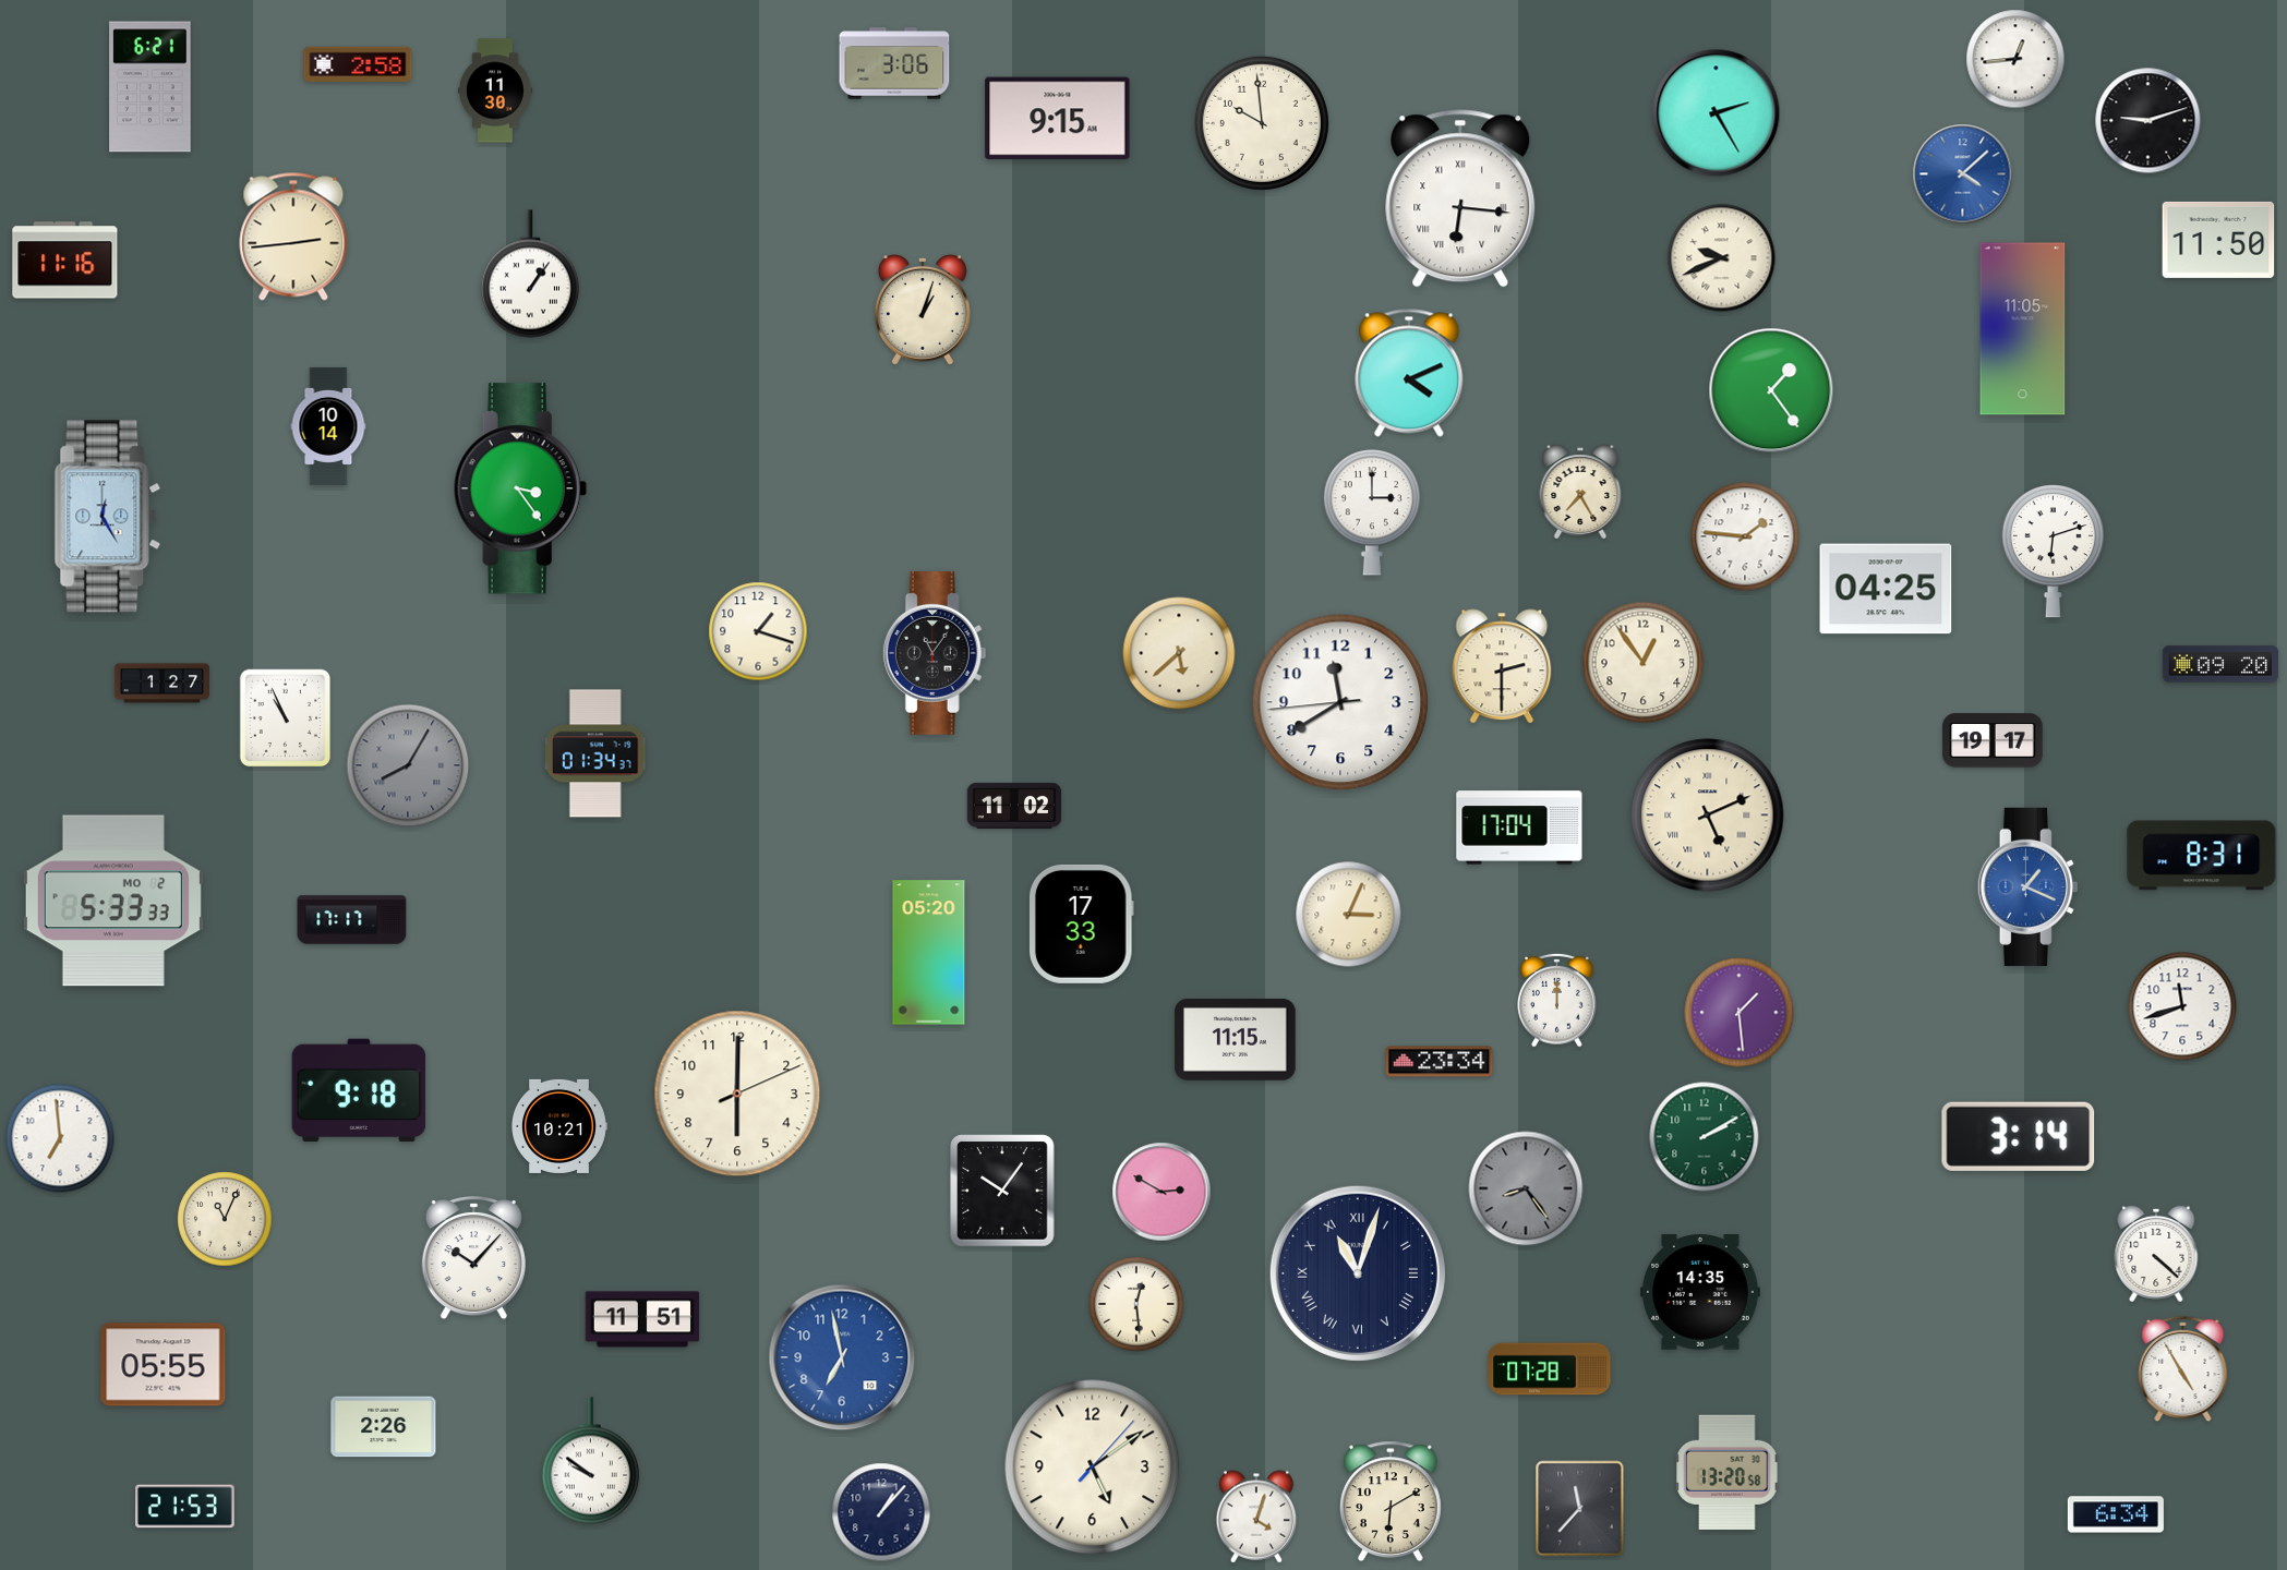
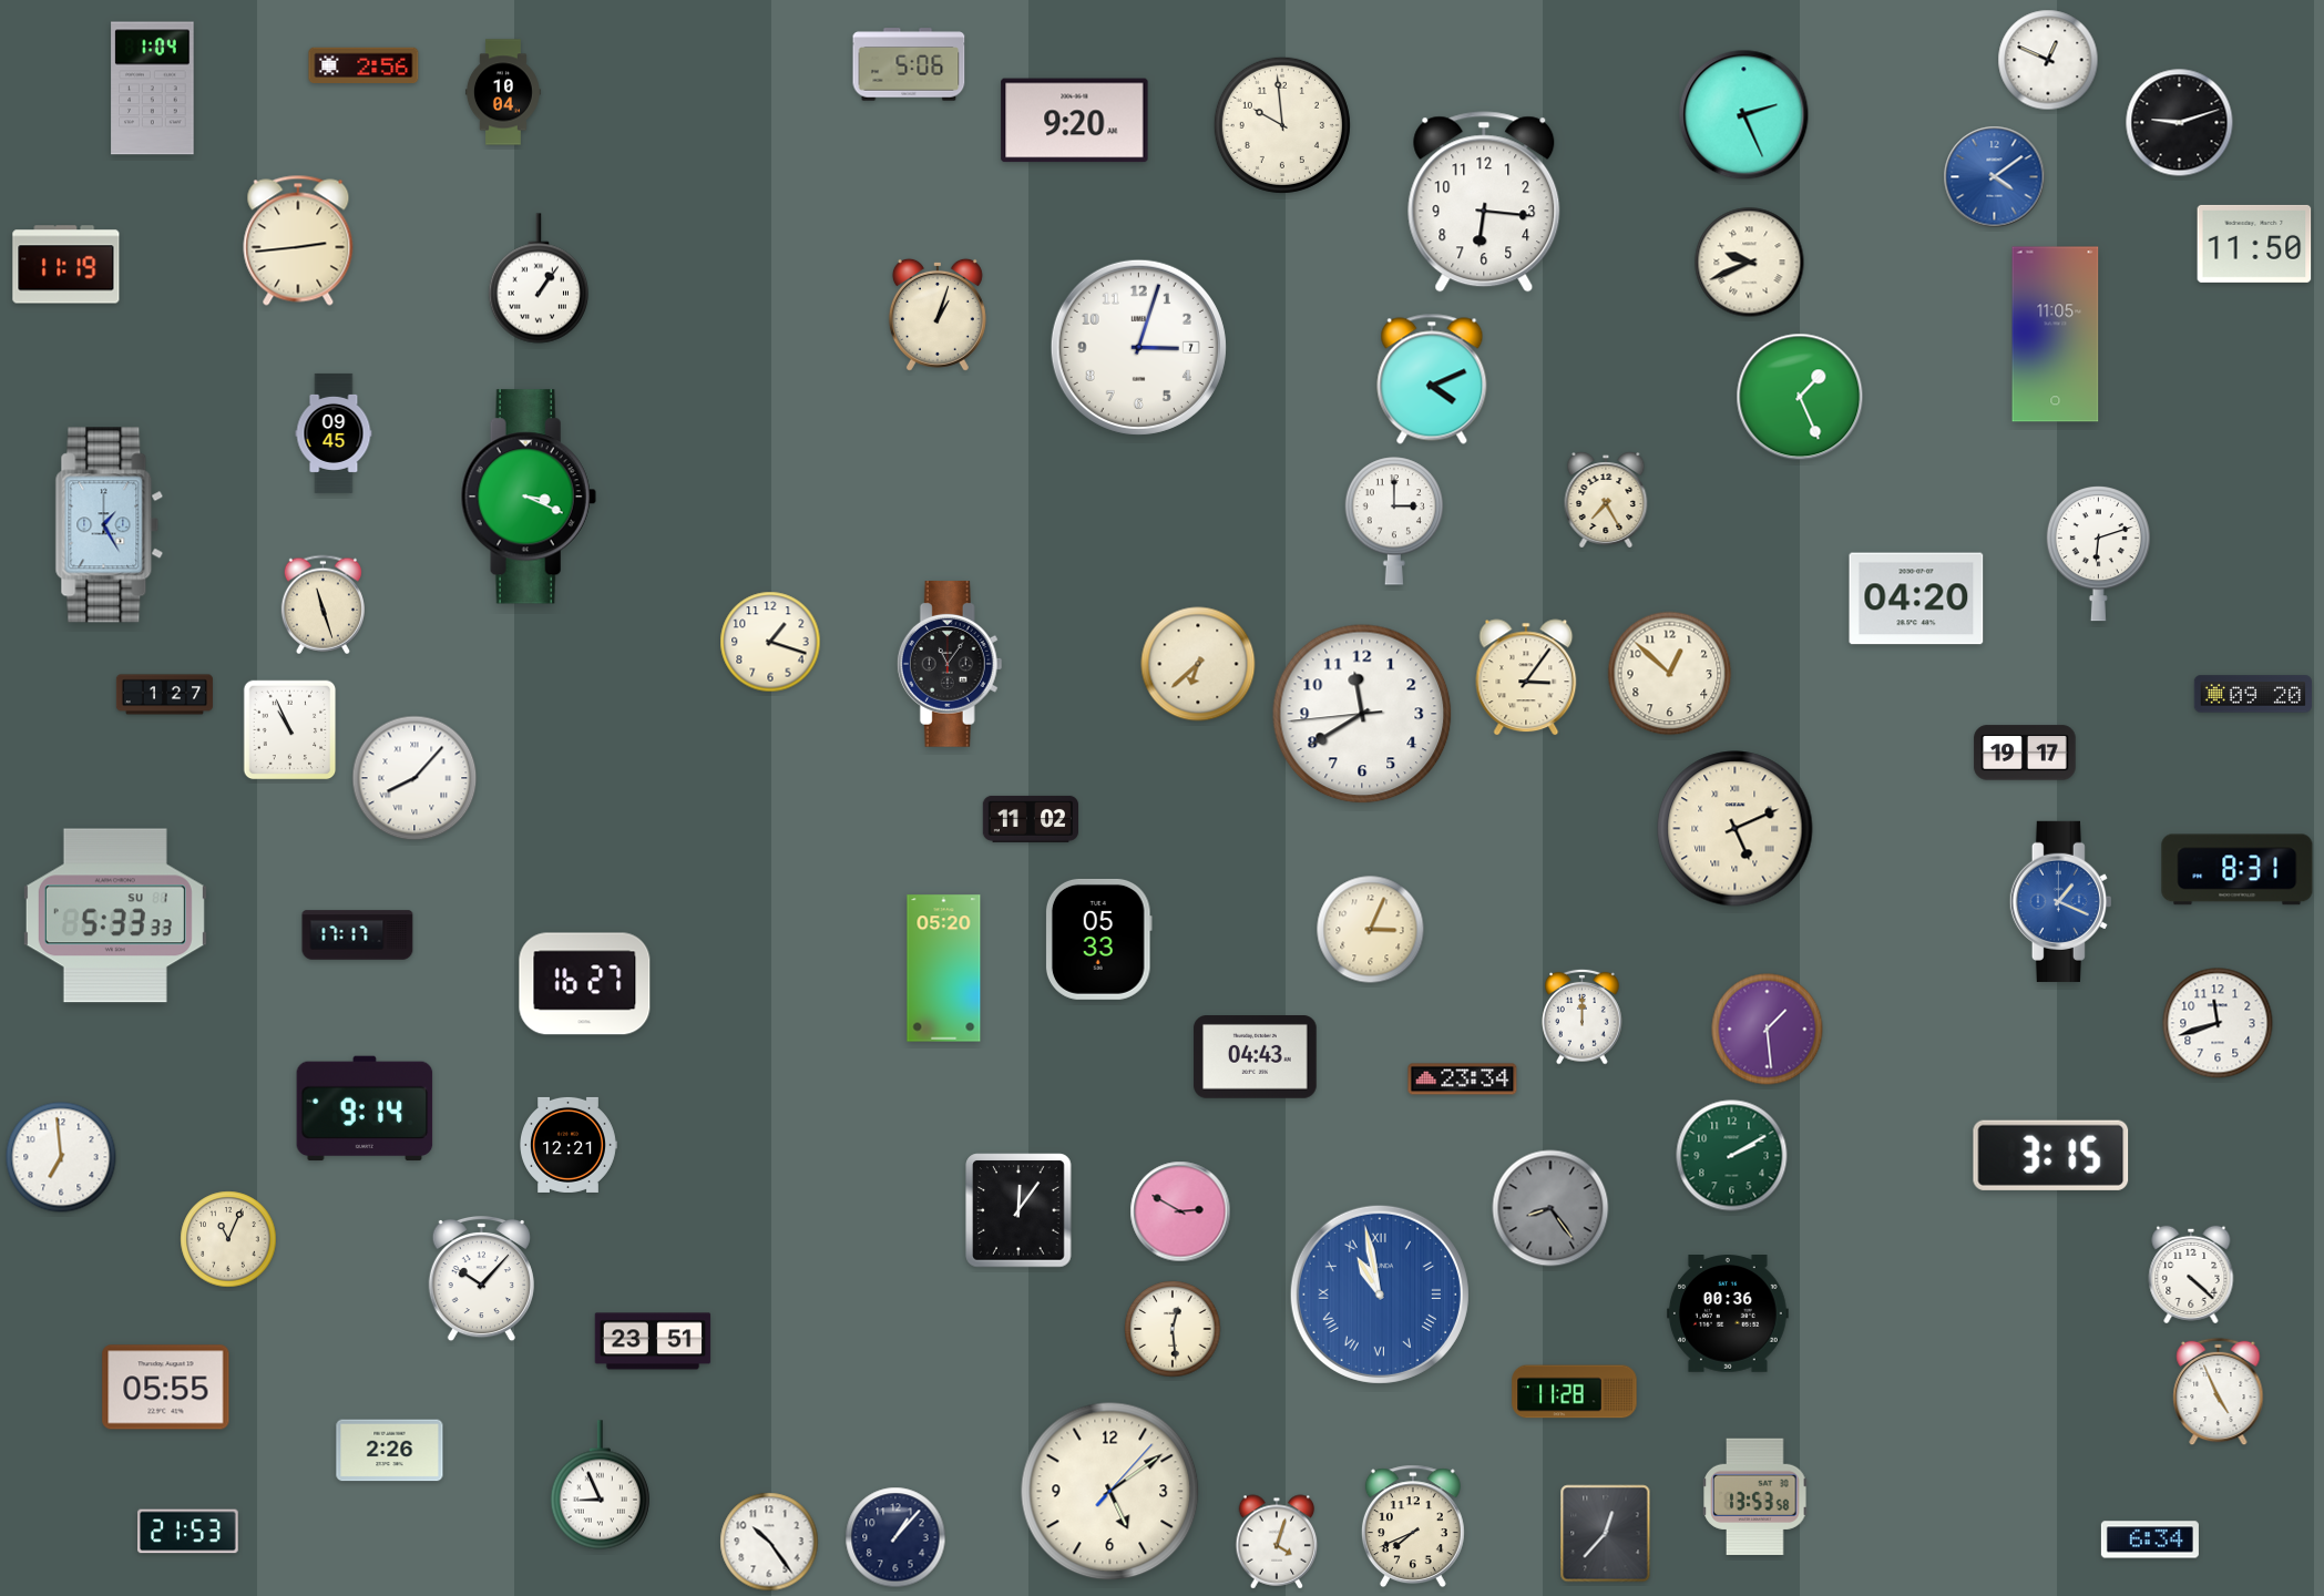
clock at (2015, 59): 12:44 -> 12:49
clock at (894, 63): 3:06 -> 5:06
clock at (358, 64): 2:58 -> 2:56
clock at (151, 87): 6:21 -> 1:04
clock at (495, 90): 11:30 -> 10:04
clock at (1717, 113): 2:25 -> 2:26
clock at (1058, 119): 9:15 -> 9:20
clock at (2148, 121) position: (2148, 121) -> (2180, 123)
clock at (1963, 174): 4:08 -> 4:09
clock at (1460, 198) numerals: Roman -> Arabic
clock at (65, 261): 11:16 -> 11:19
clock at (1138, 347): none -> 3:03
clock at (1771, 390): 1:24 -> 1:26
clock at (328, 426): 10:14 -> 09:45
clock at (520, 488): 3:24 -> 3:19
clock at (108, 517): 12:25 -> 1:25
clock at (1745, 536): 1:46 -> none
clock at (2053, 552) position: (2053, 552) -> (2098, 554)
clock at (1886, 589): 04:25 -> 04:20
clock at (323, 605): none -> 11:27
clock at (1179, 653): 5:38 -> 6:38
clock at (1644, 663): 12:54 -> 12:52
clock at (2220, 664) position: (2220, 664) -> (2253, 694)
clock at (1502, 666): 2:30 -> 3:06
clock at (595, 753): 01:34 -> none
clock at (408, 765): 8:05 -> 8:07
clock at (408, 765) dial: grey -> white
clock at (1519, 828): 17:04 -> none
clock at (113, 901) date: MO 2 -> SU 1
clock at (1081, 923): 17:33 -> 05:33
clock at (585, 984): none -> 16:27
clock at (1236, 1040): 11:15 -> 04:43
clock at (359, 1090): 9:18 -> 9:14
clock at (737, 1094): 6:00 -> none
clock at (559, 1126): 10:21 -> 12:21
clock at (2019, 1136): 3:14 -> 3:15
clock at (1002, 1191): 10:06 -> 12:06
clock at (1358, 1273): 11:03 -> 10:58
clock at (1358, 1273) dial: navy -> blue
clock at (1701, 1293): 14:35 -> 00:36
clock at (1136, 1304) position: (1136, 1304) -> (1173, 1329)
clock at (642, 1319): 11:51 -> 23:51
clock at (842, 1357): 6:58 -> none
clock at (1550, 1369): 07:28 -> 11:28
clock at (2183, 1369): 4:55 -> 4:56
clock at (590, 1461): 9:51 -> 8:56
clock at (1728, 1472): 13:20 -> 13:53
clock at (1391, 1501): 6:10 -> 7:41
clock at (1580, 1509): 11:37 -> 12:37
clock at (769, 1542): none -> 10:24
